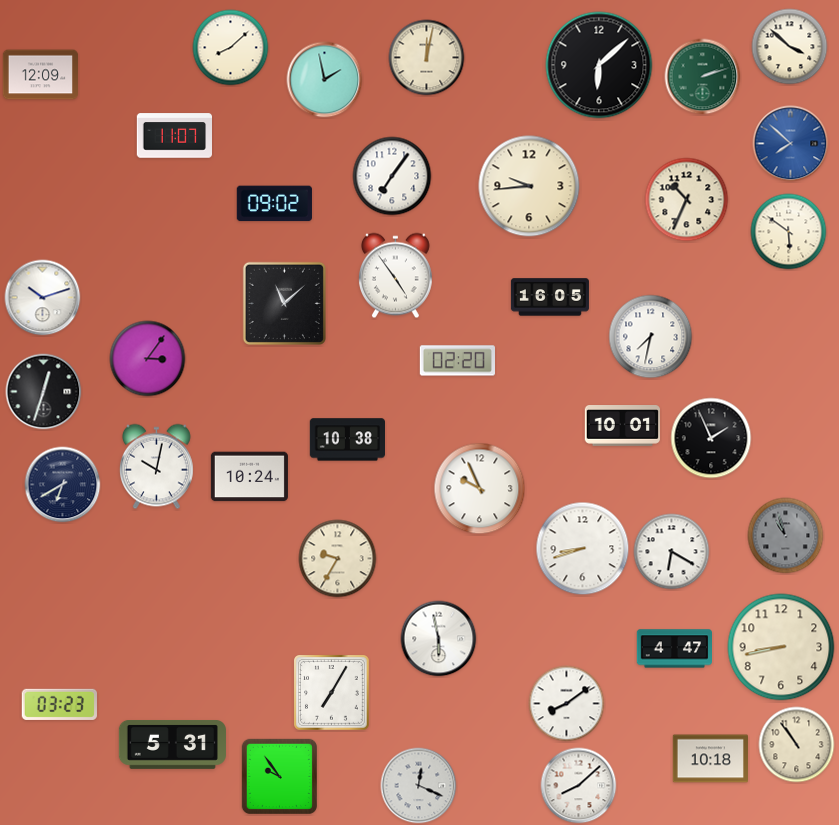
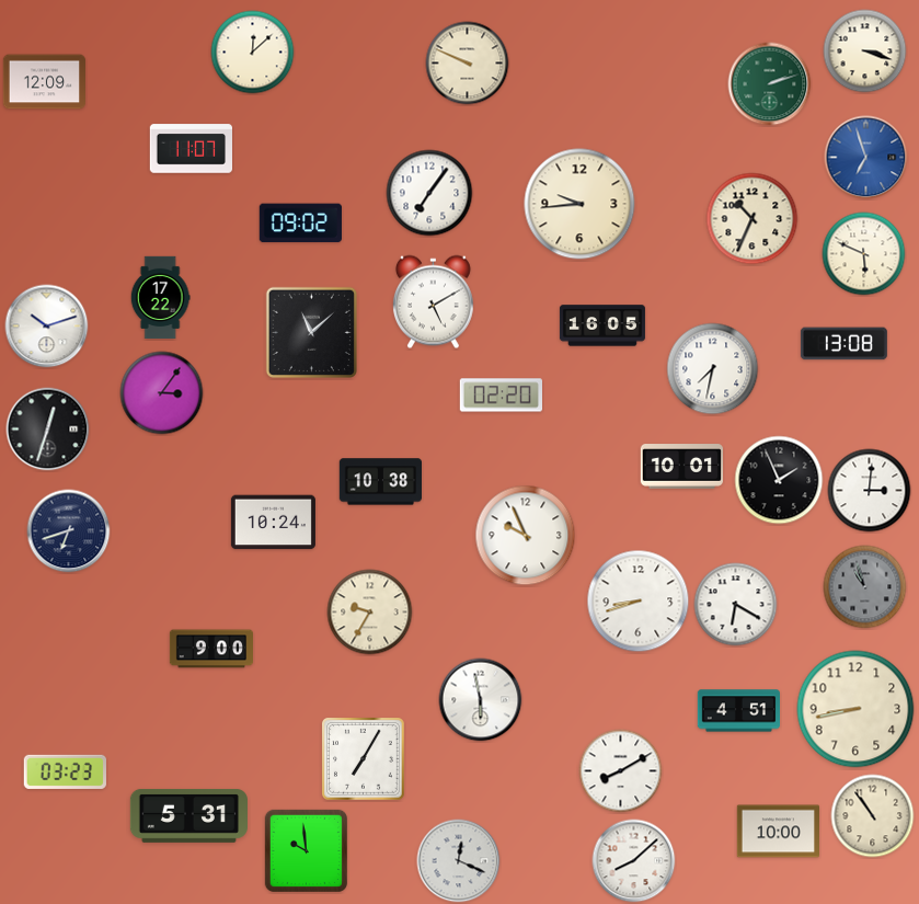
clock at (790, 47): 3:52 -> 3:18
clock at (231, 48): 8:08 -> 12:08
clock at (427, 58): 12:02 -> 9:49
clock at (599, 65): 6:08 -> none
clock at (325, 80): 1:58 -> none
clock at (791, 144): 7:52 -> 6:57
clock at (789, 232): 5:51 -> 5:49
clock at (160, 298): none -> 17:22
clock at (395, 276): 4:54 -> 5:10
clock at (843, 344): none -> 13:08
clock at (870, 491): none -> 3:01
clock at (156, 467): 10:02 -> none
clock at (63, 485): 6:40 -> 6:42
clock at (786, 536) position: (786, 536) -> (865, 587)
clock at (210, 649): none -> 9:00
clock at (674, 649): 4:47 -> 4:51
clock at (567, 704): 8:09 -> 8:10
clock at (711, 759): 10:18 -> 10:00
clock at (279, 776): 9:54 -> 9:59
